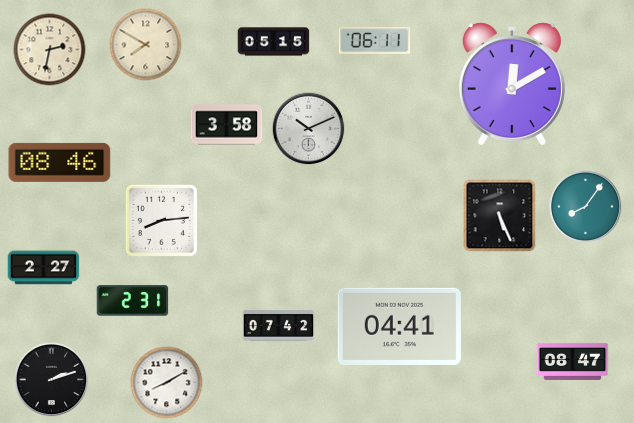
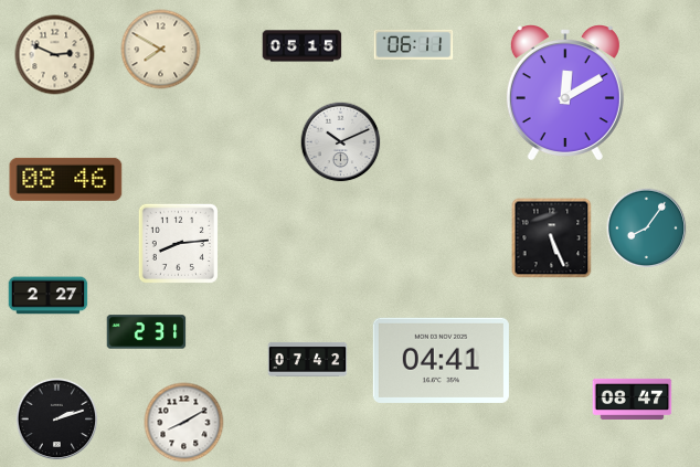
clock at (50, 50): 2:32 -> 2:49
clock at (227, 125): 3:58 -> none
